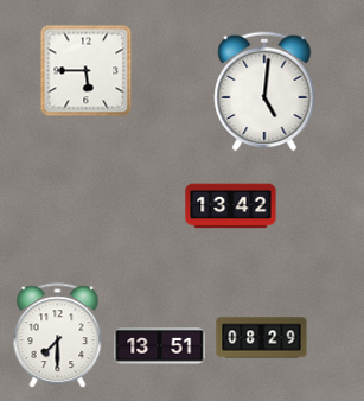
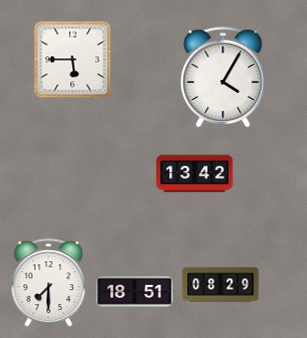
clock at (264, 91): 5:01 -> 4:05
clock at (160, 346): 13:51 -> 18:51
